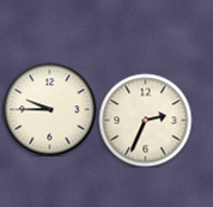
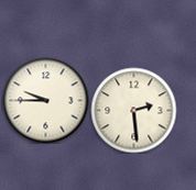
clock at (145, 120): 2:34 -> 2:29
